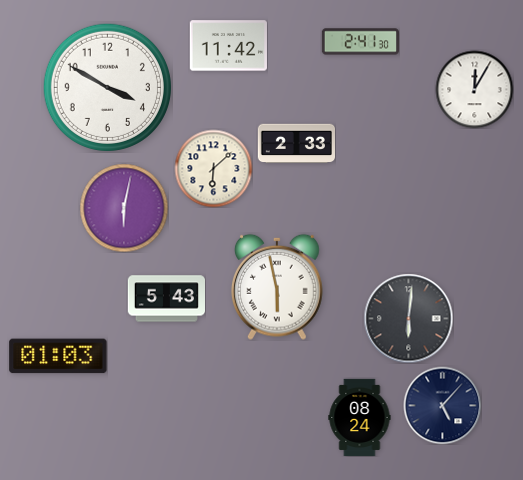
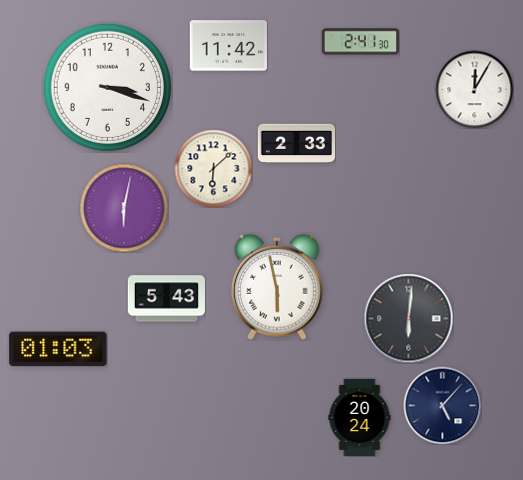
clock at (107, 87): 3:50 -> 3:18
clock at (58, 356) position: (58, 356) -> (58, 349)
clock at (360, 417): 08:24 -> 20:24
